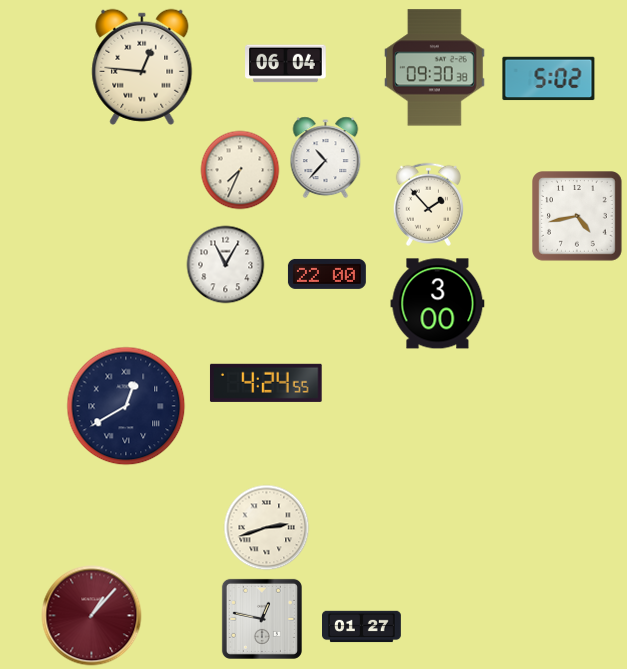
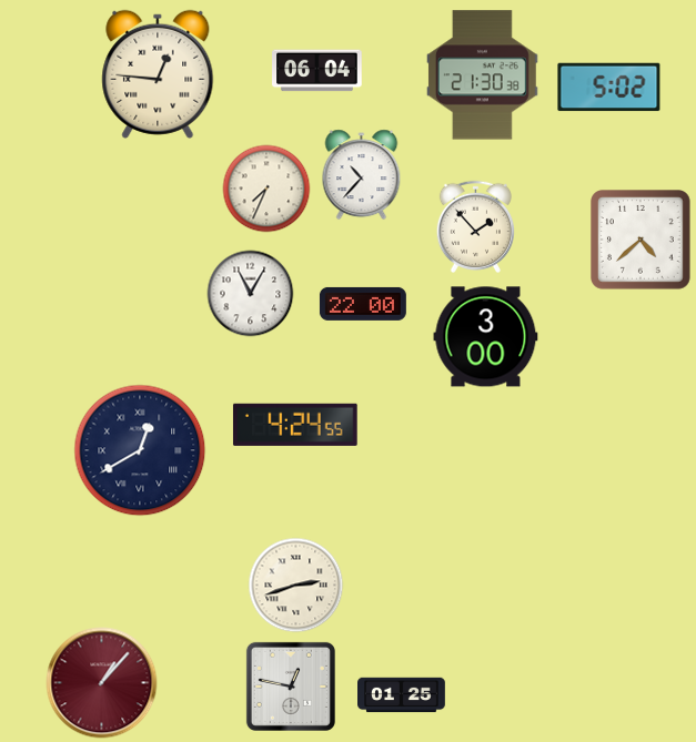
clock at (434, 68): 09:30 -> 21:30
clock at (578, 217): 4:43 -> 4:38
clock at (362, 627): 01:27 -> 01:25
